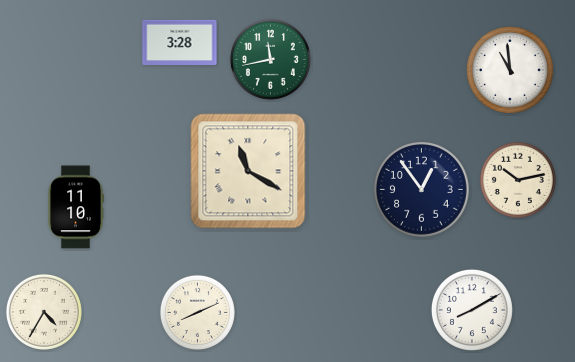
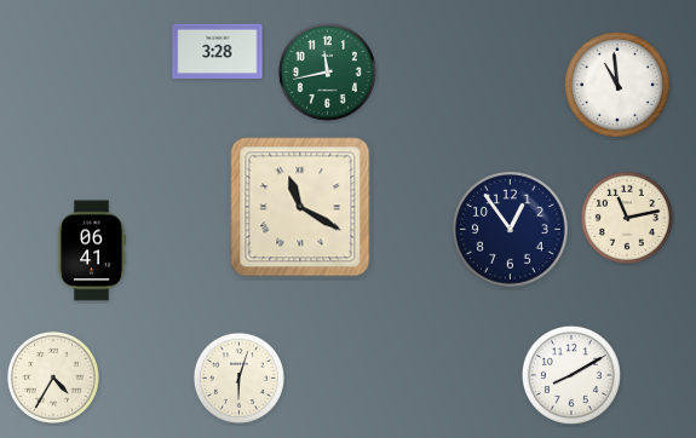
clock at (518, 180): 10:13 -> 11:13
clock at (76, 207): 11:10 -> 06:41
clock at (197, 312): 8:11 -> 6:03
